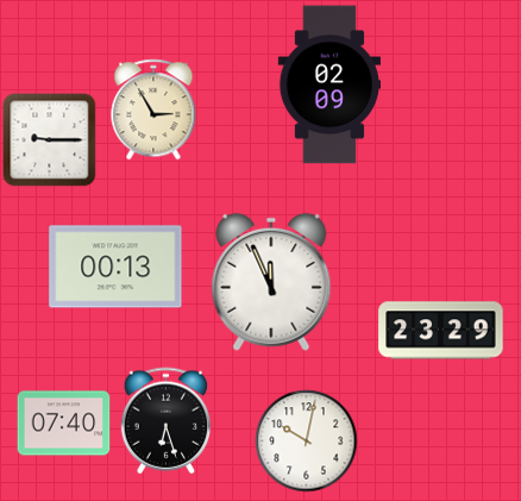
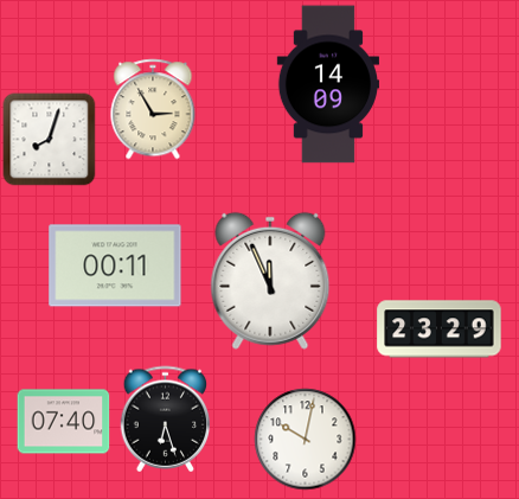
clock at (328, 84): 02:09 -> 14:09
clock at (49, 139): 9:15 -> 8:03
clock at (115, 267): 00:13 -> 00:11
